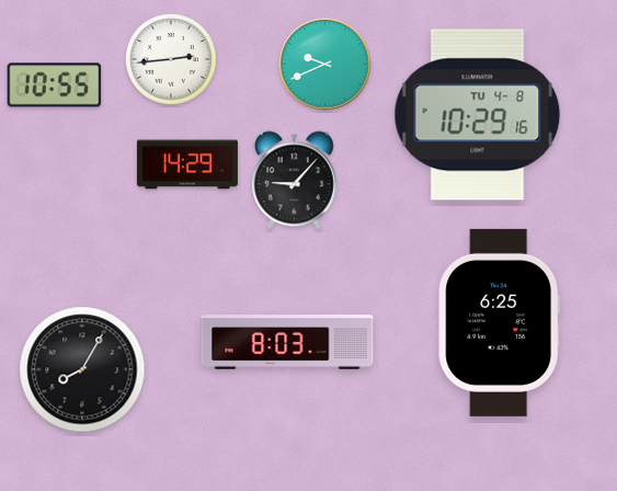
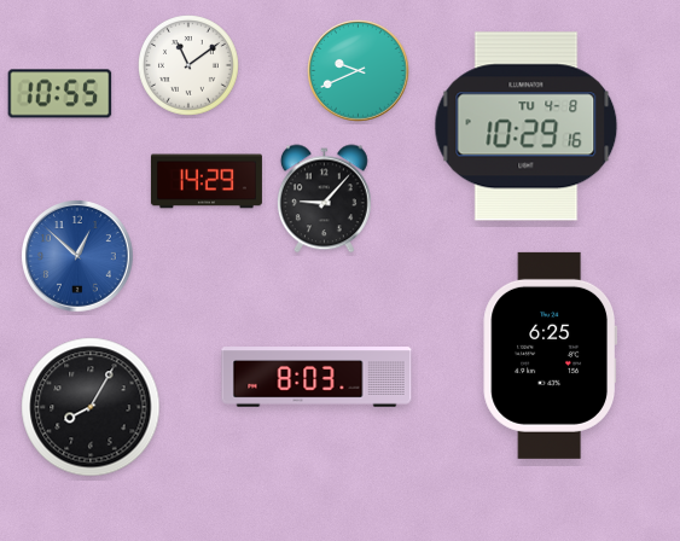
clock at (172, 60): 2:44 -> 11:09
clock at (79, 257): none -> 12:52
